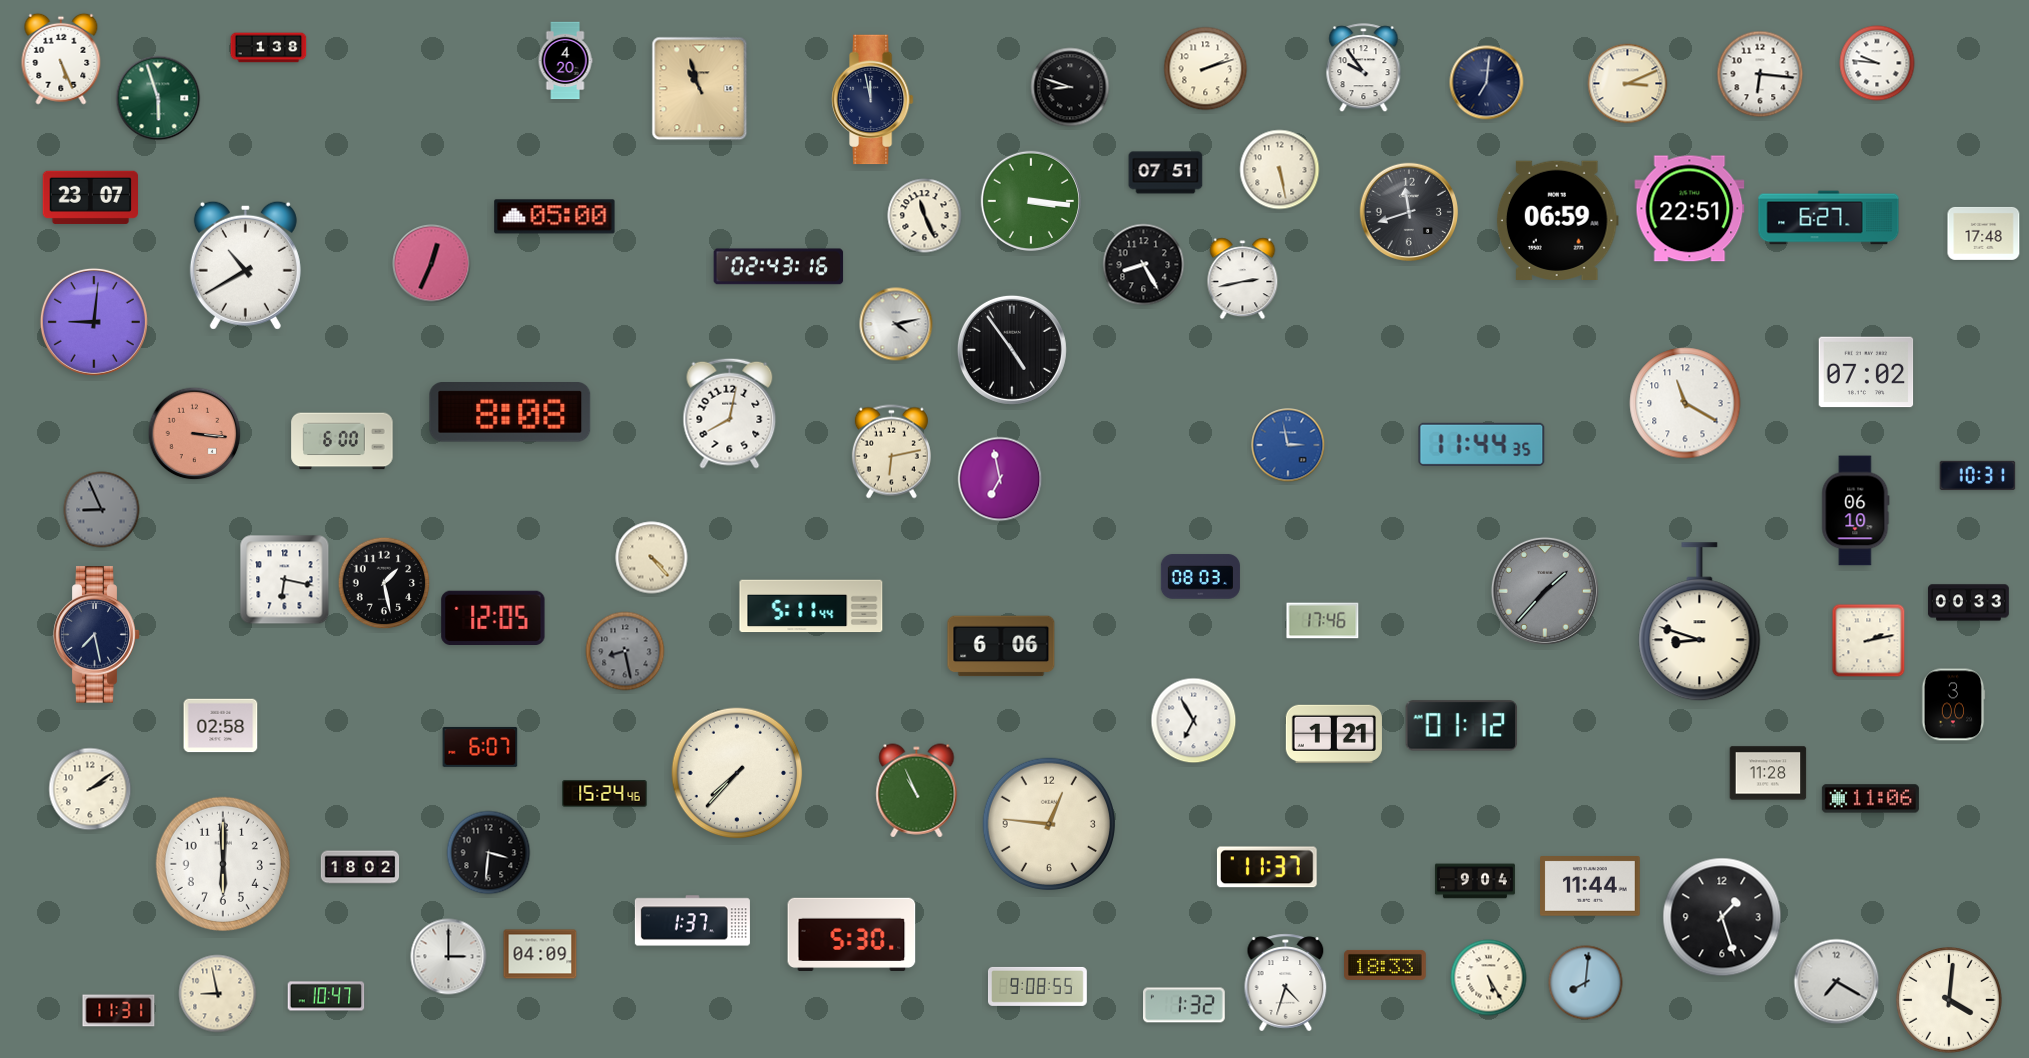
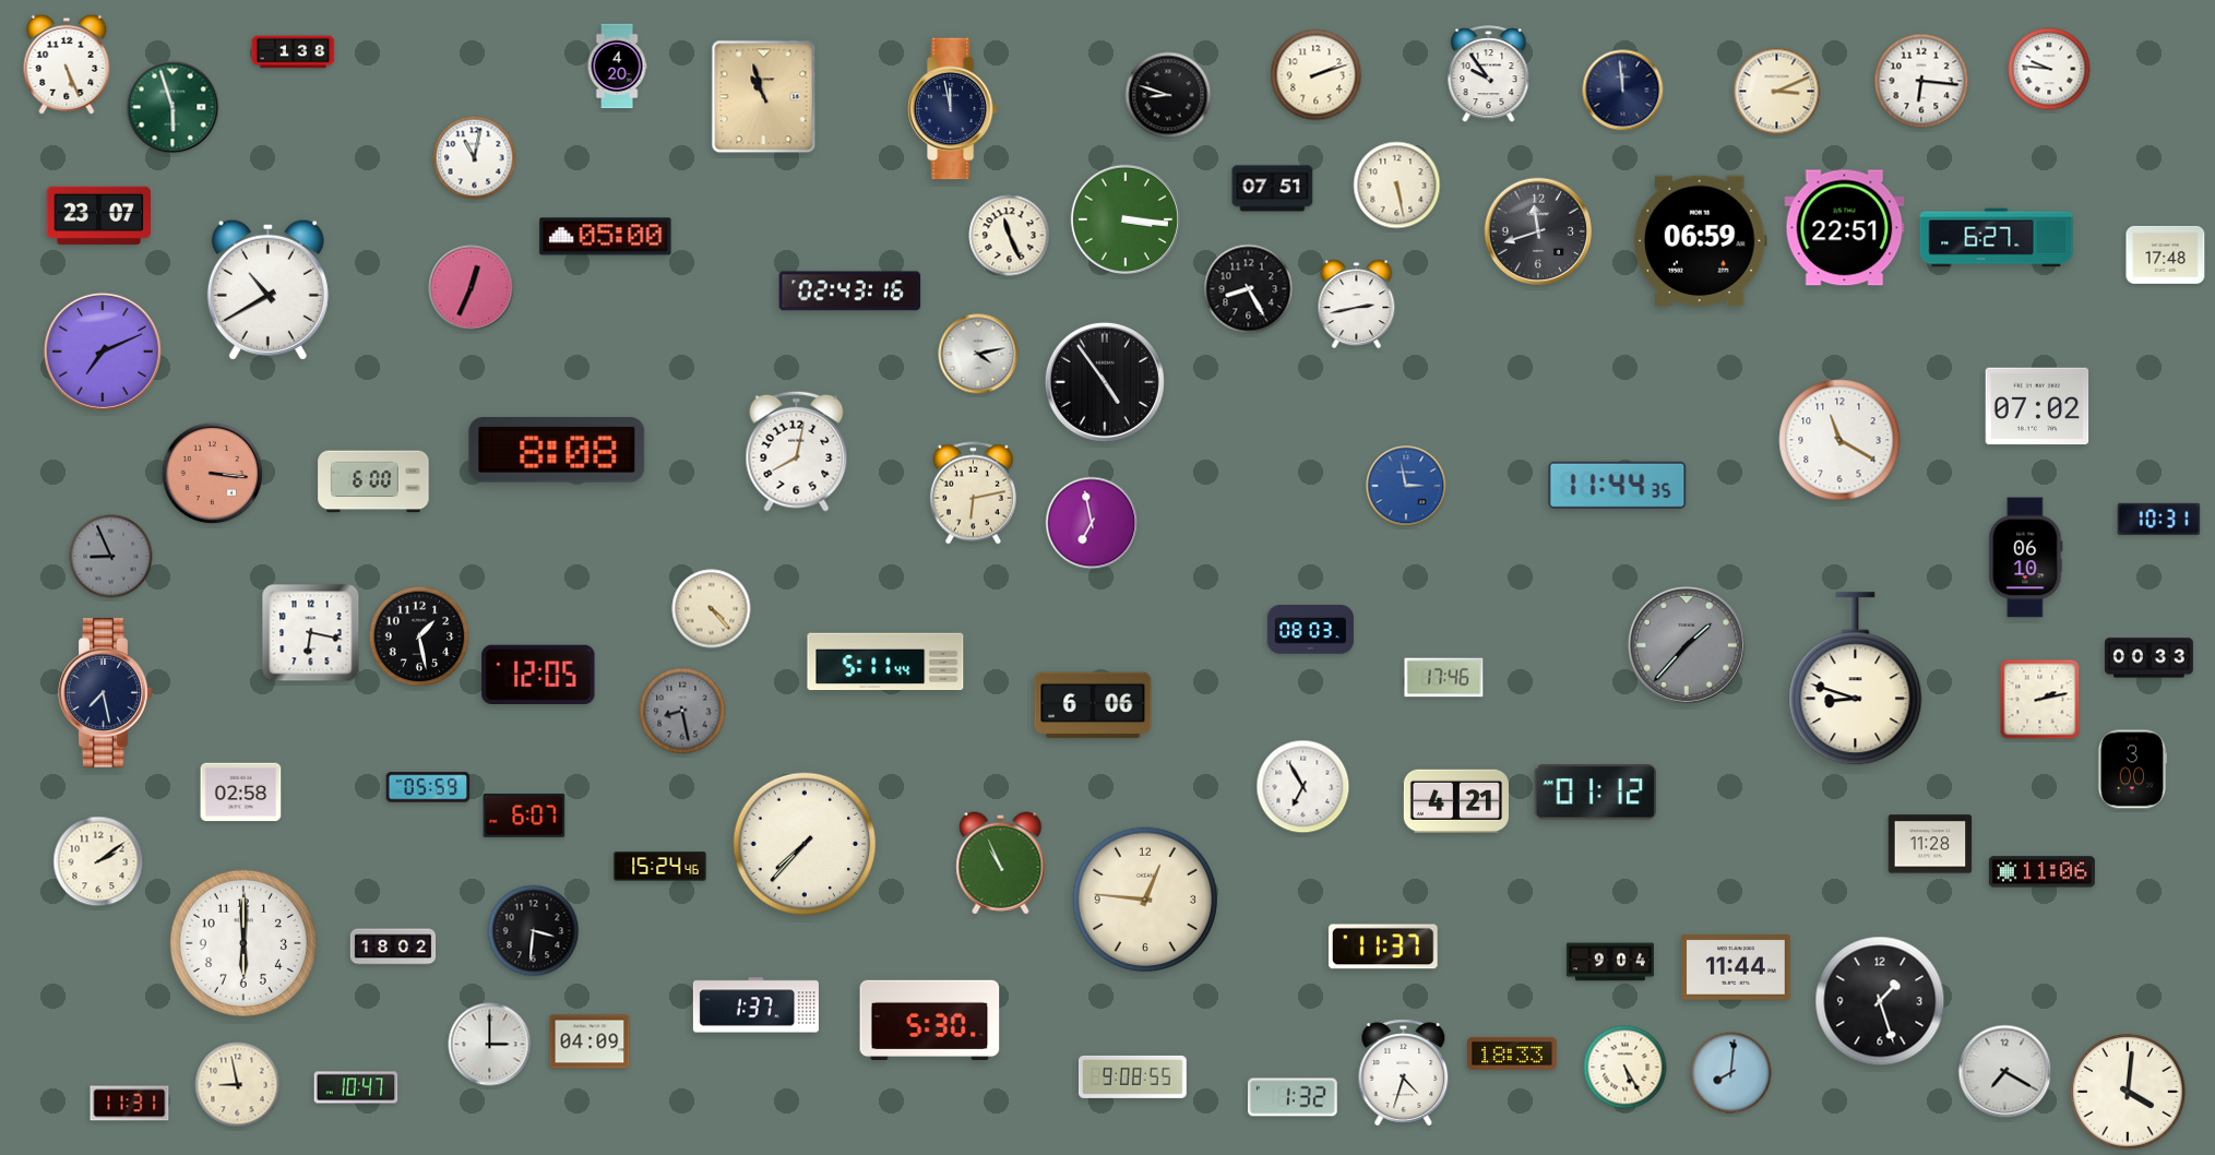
clock at (1487, 83): 7:01 -> 11:59
clock at (475, 158): none -> 11:02
clock at (94, 322): 9:01 -> 7:11
clock at (428, 787): none -> 05:59
clock at (1334, 734): 1:21 -> 4:21
